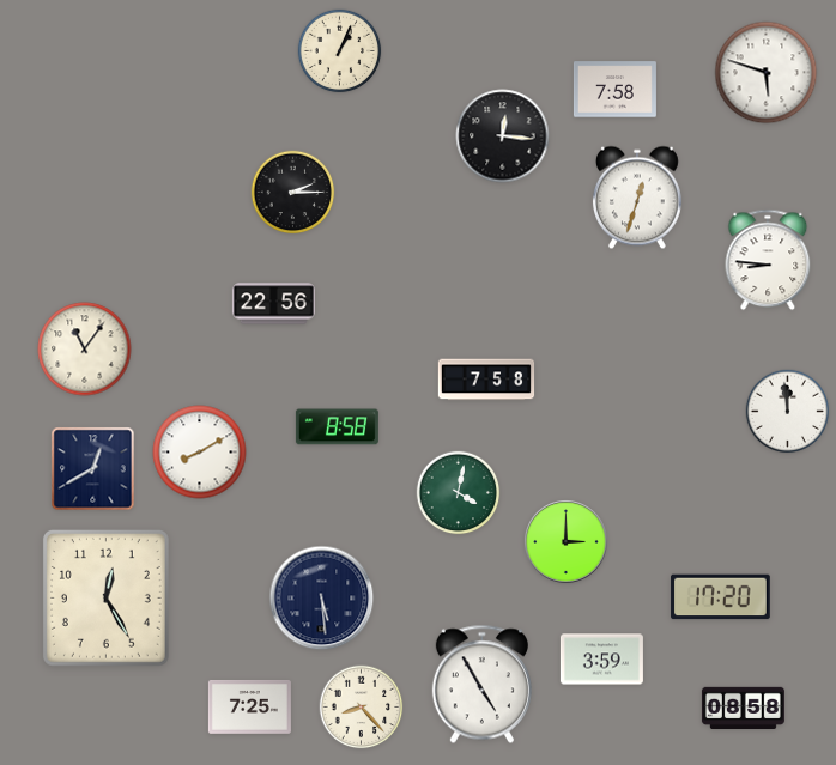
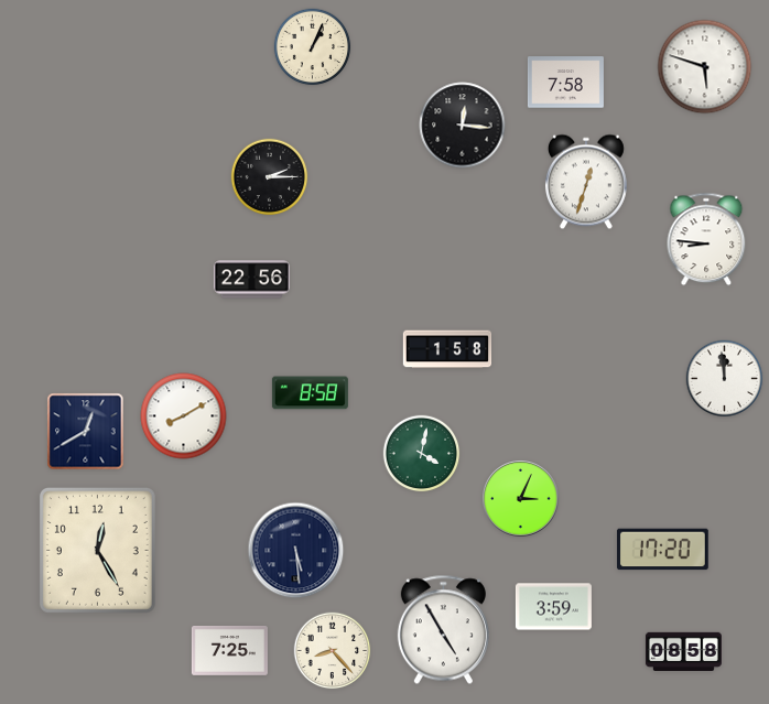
clock at (85, 350): 11:06 -> none
clock at (486, 380): 7:58 -> 1:58
clock at (567, 542): 3:00 -> 3:04
